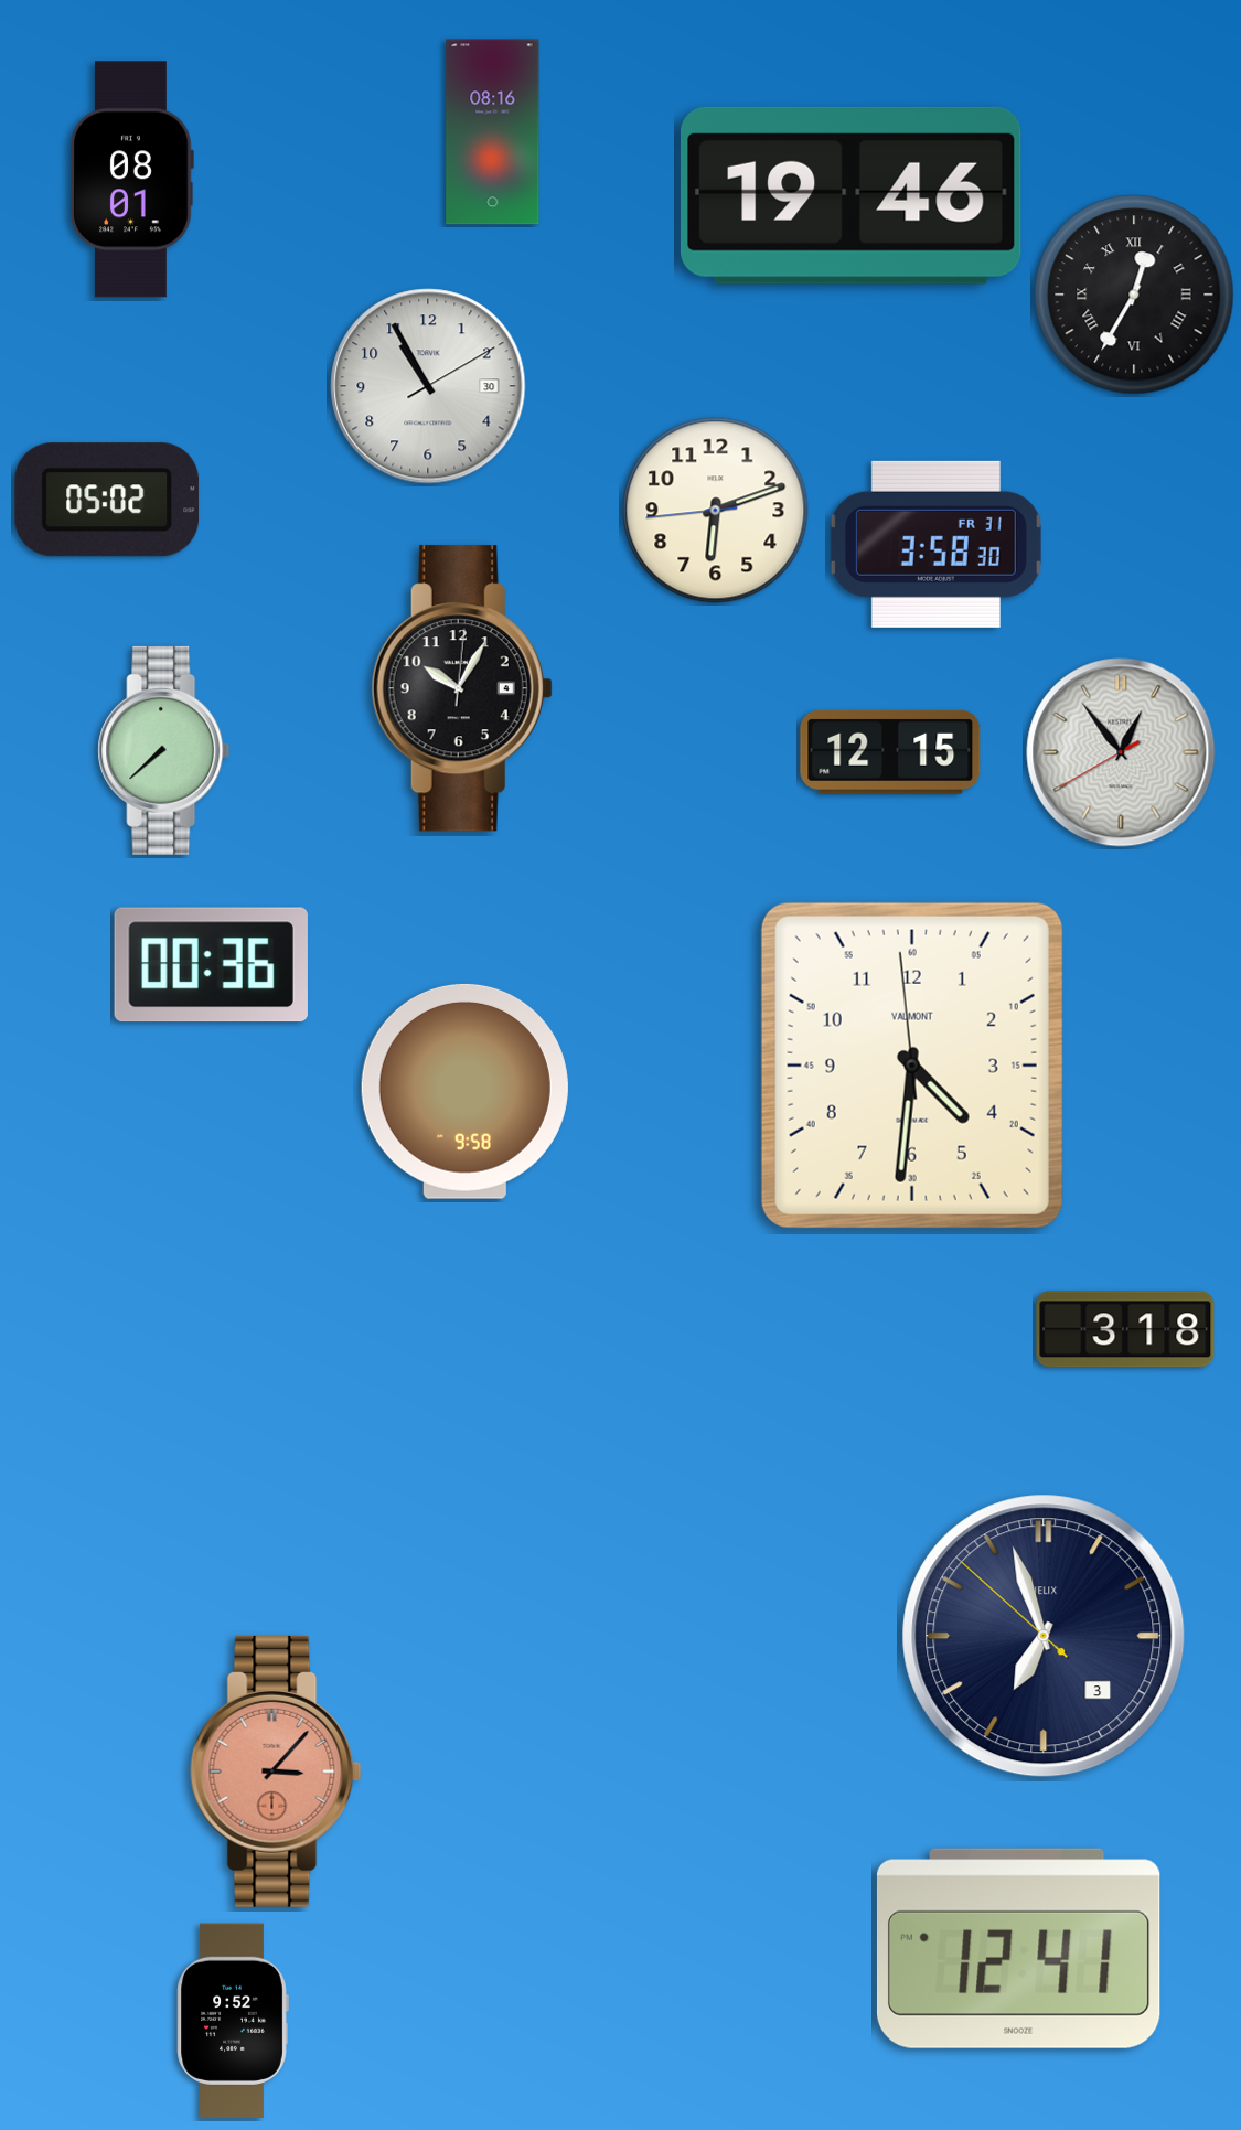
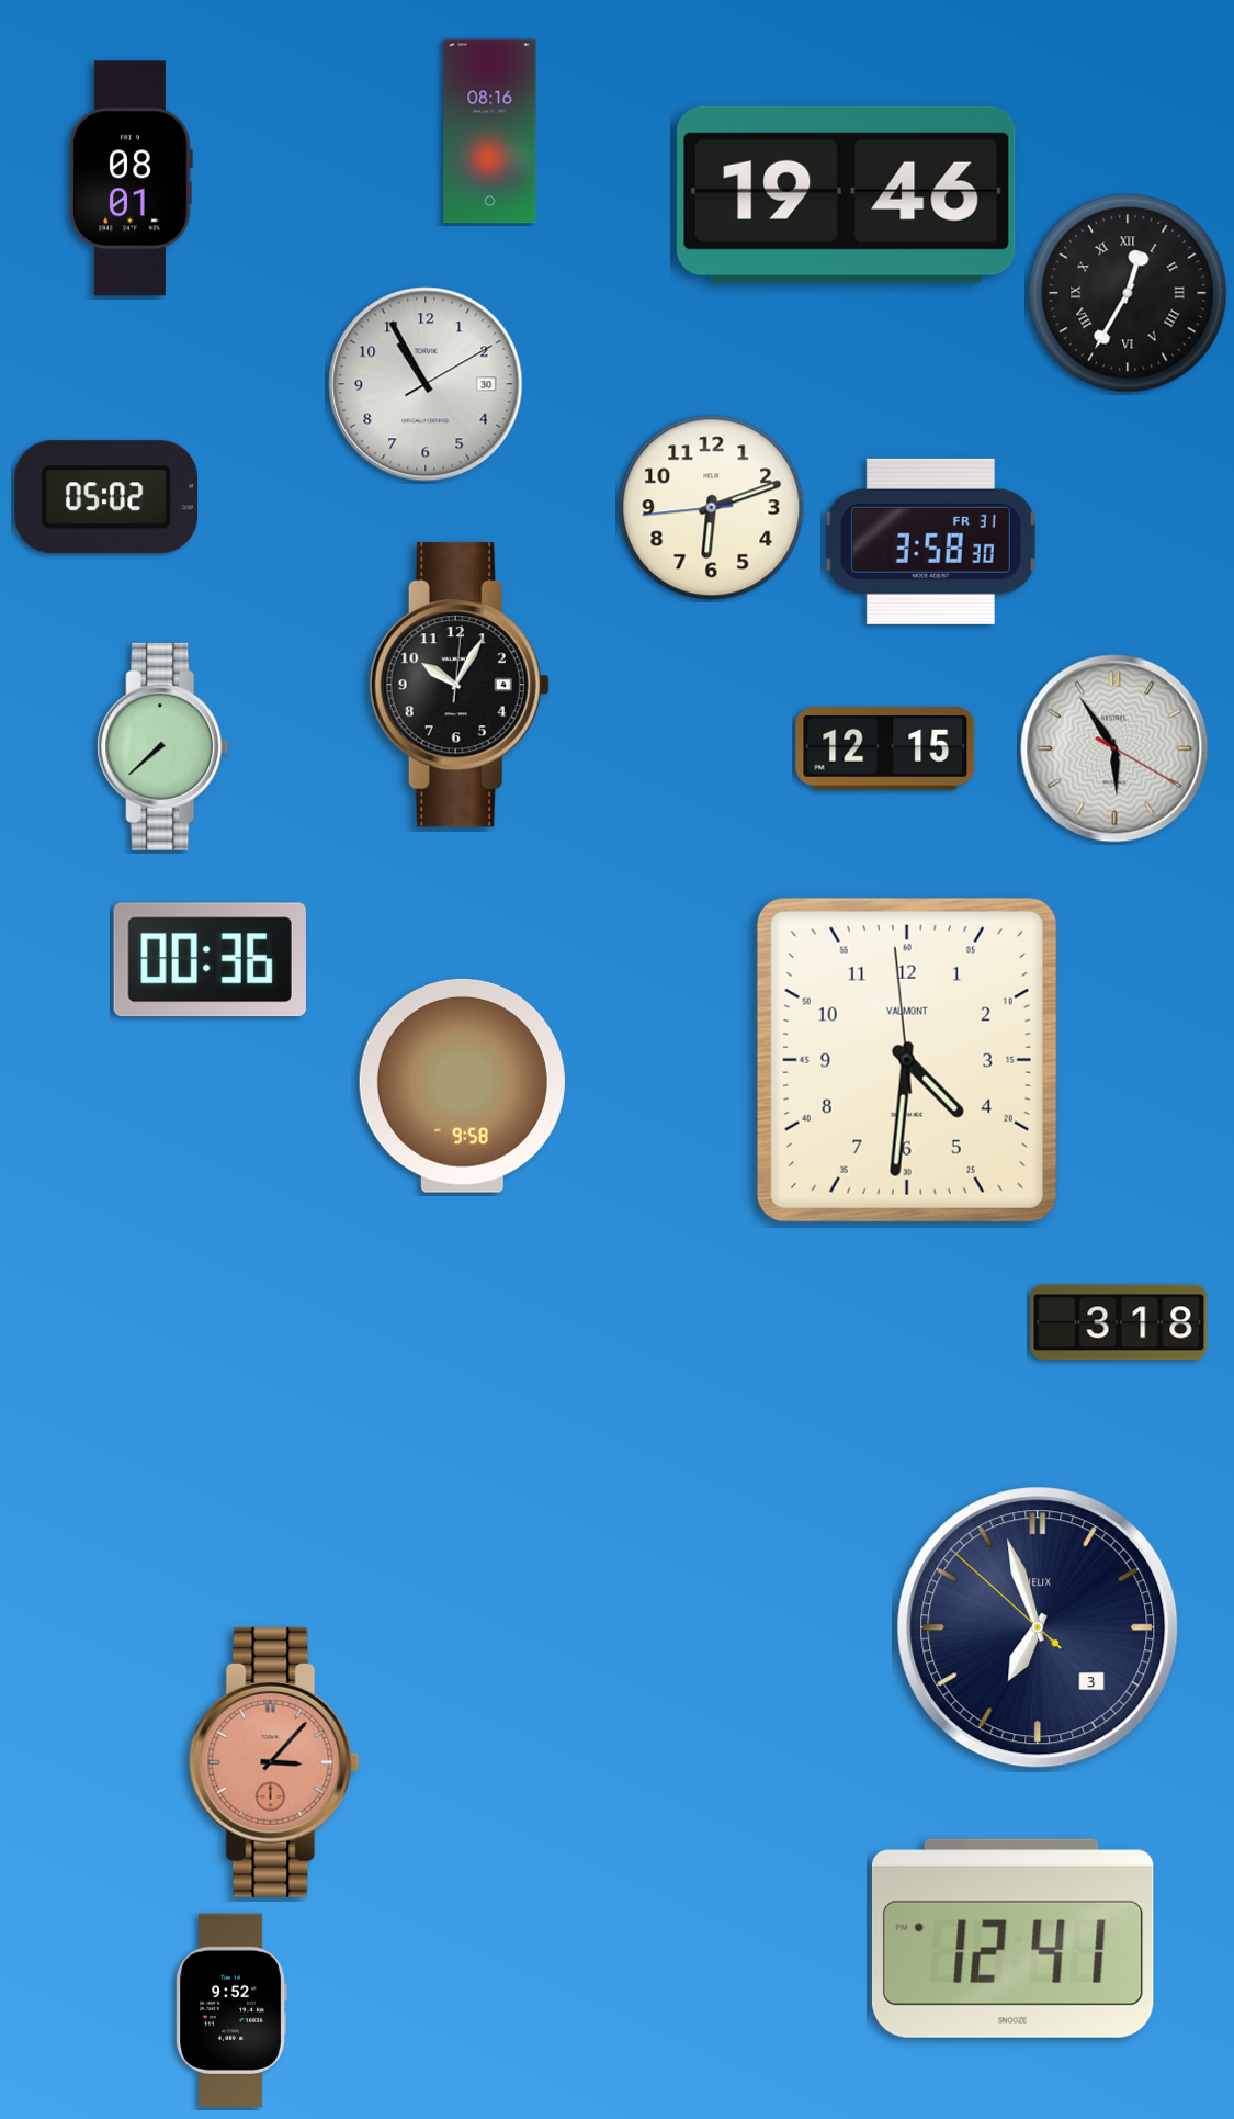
clock at (1121, 752): 12:53 -> 5:54
